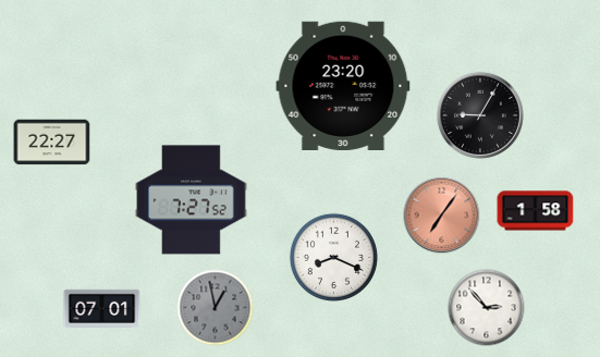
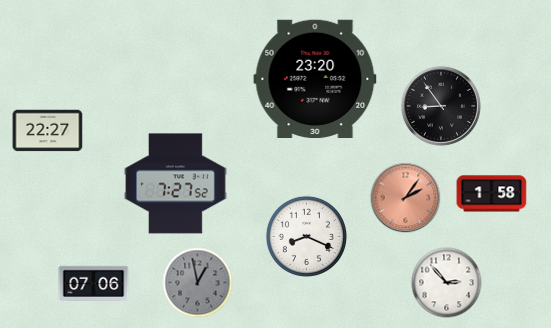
clock at (480, 115): 9:05 -> 8:54
clock at (442, 216): 7:06 -> 2:06
clock at (102, 308): 07:01 -> 07:06
